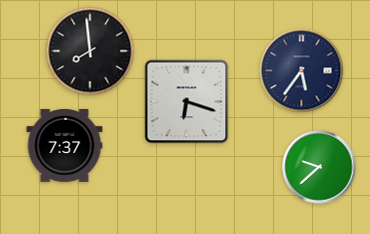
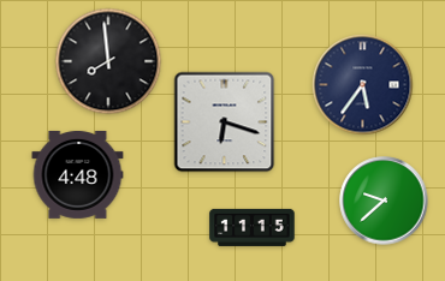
clock at (65, 145): 7:37 -> 4:48
clock at (253, 227): none -> 11:15
